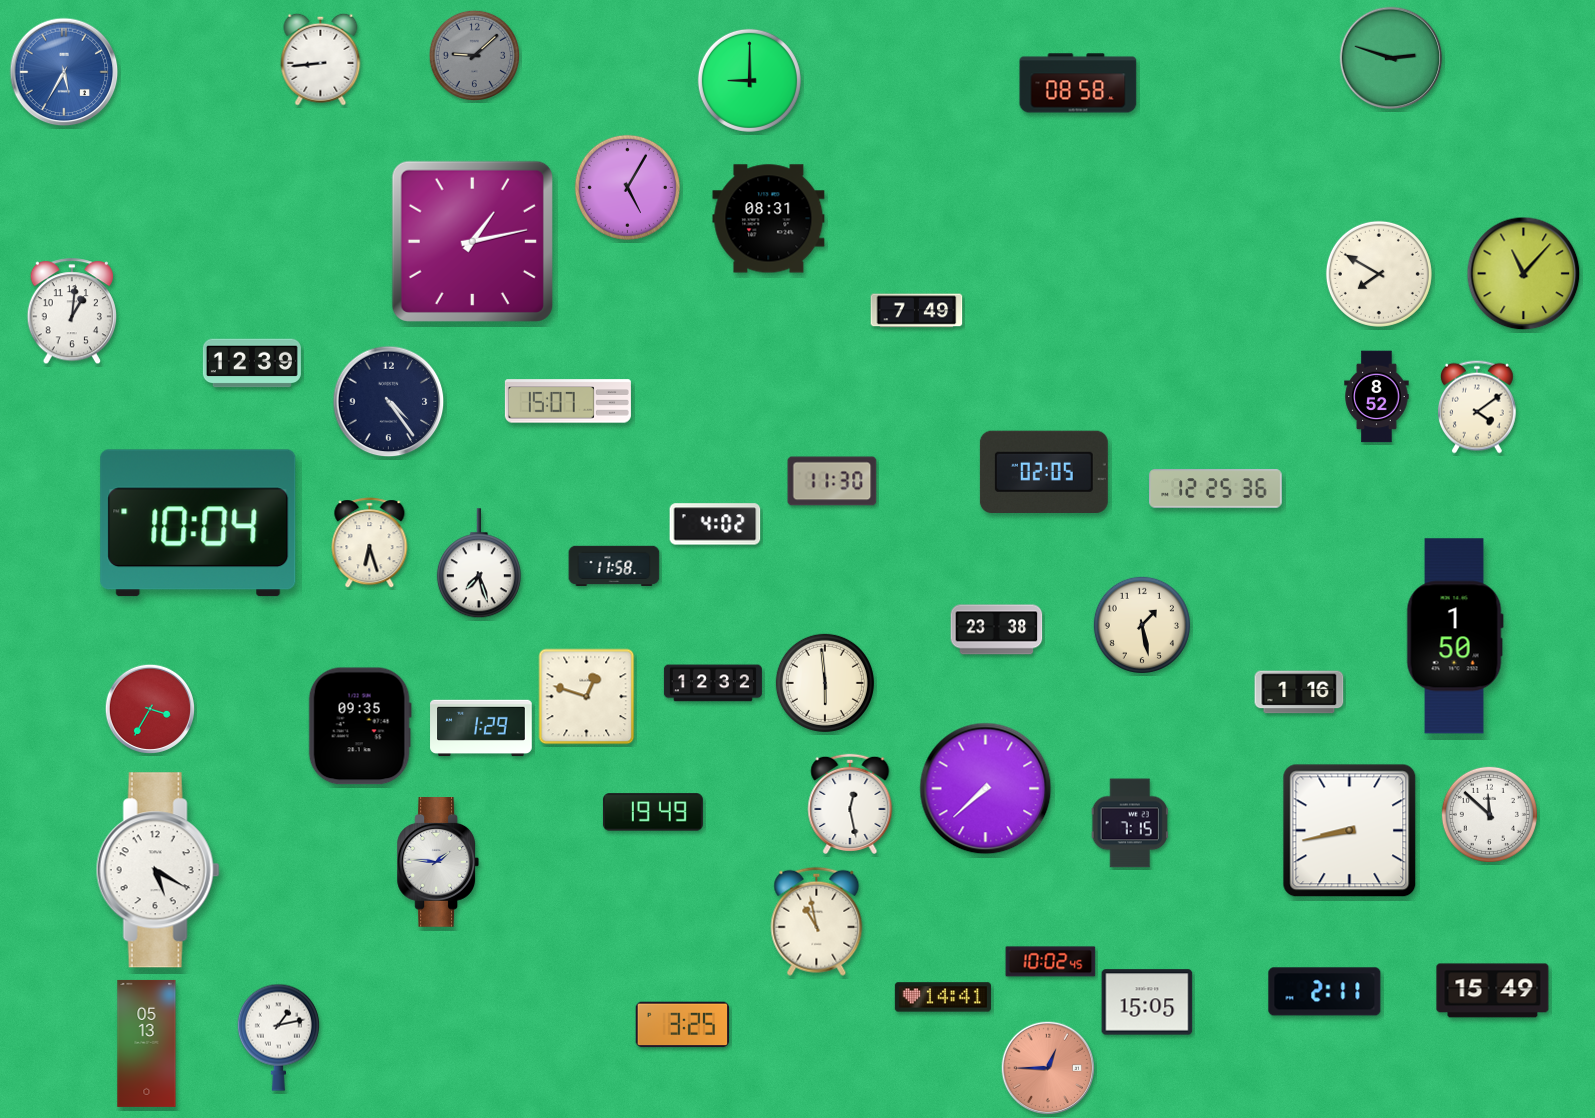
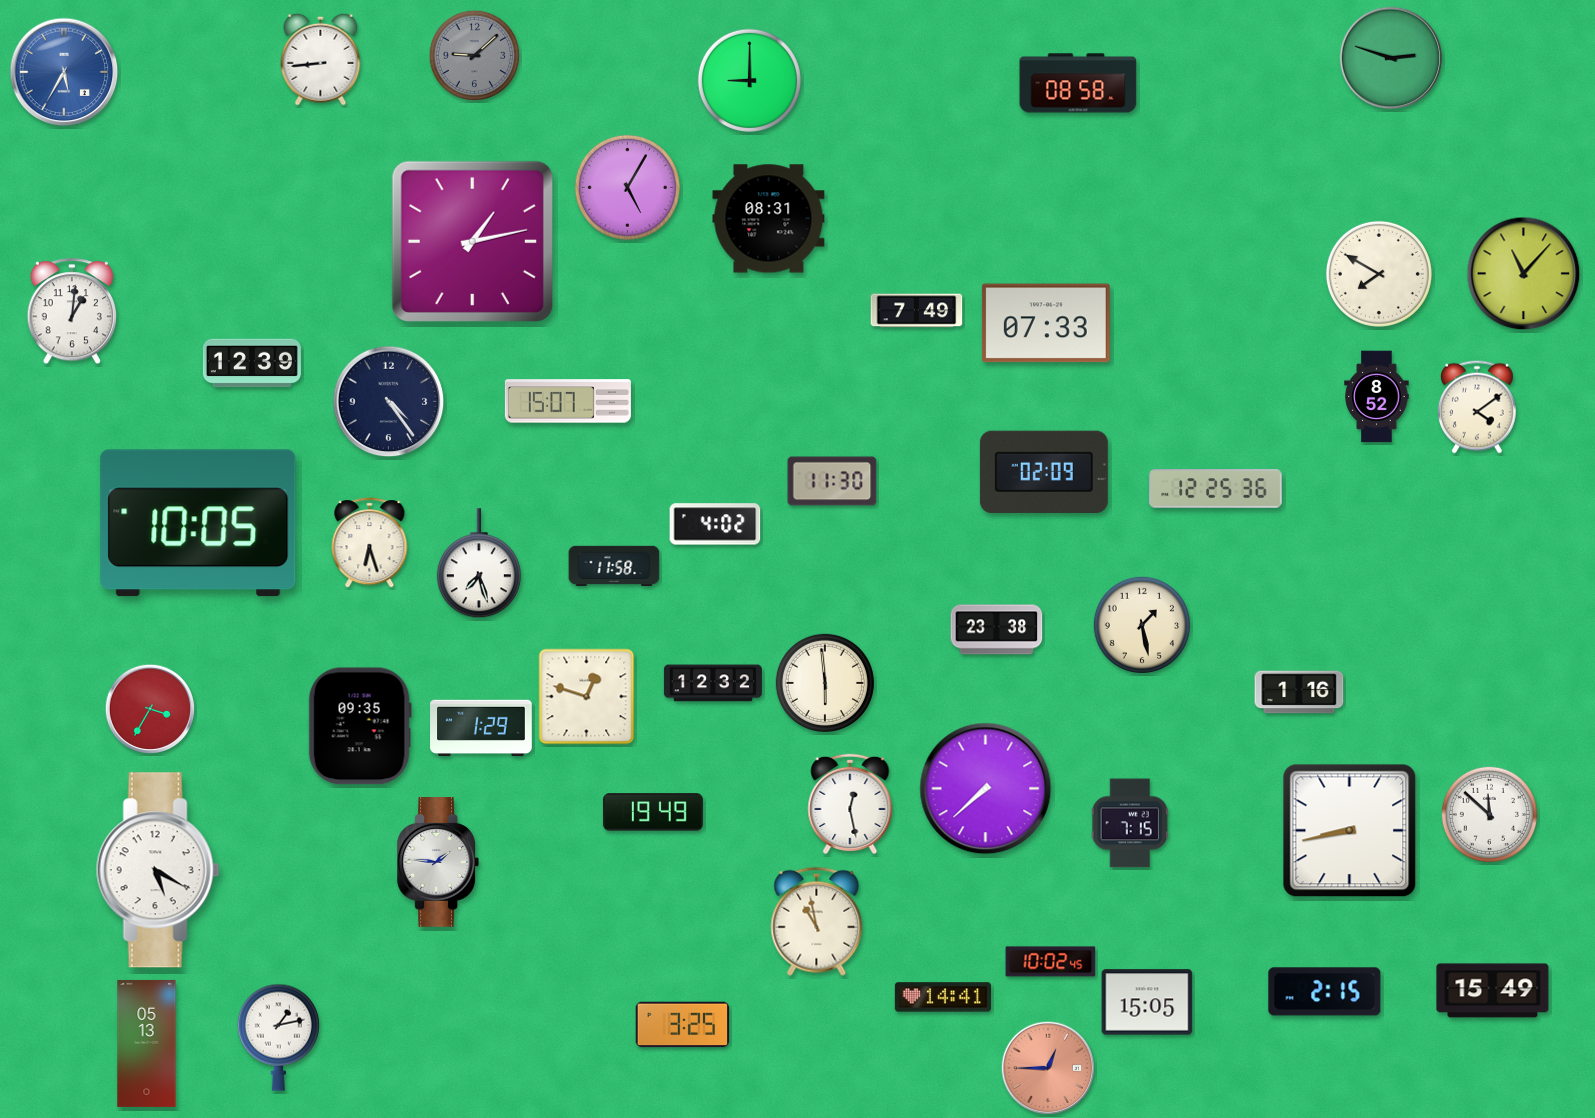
clock at (1046, 323): none -> 07:33
clock at (1044, 471): 02:05 -> 02:09
clock at (198, 523): 10:04 -> 10:05
clock at (1455, 636): 1:50 -> none
clock at (1325, 992): 2:11 -> 2:15
